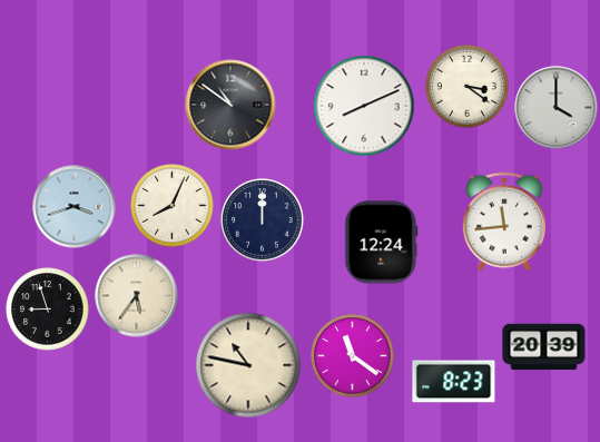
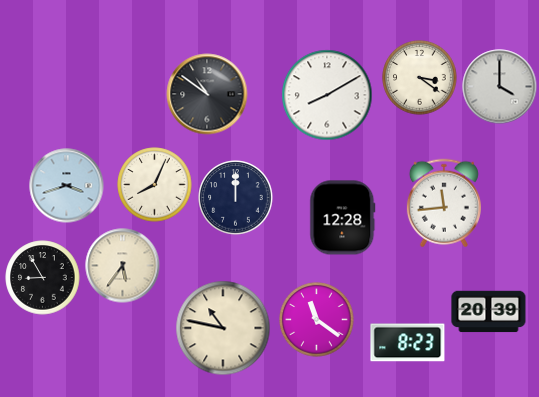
clock at (364, 106): 8:11 -> 8:10
clock at (557, 108) position: (557, 108) -> (500, 87)
clock at (504, 222) position: (504, 222) -> (444, 203)
clock at (382, 243): 12:24 -> 12:28
clock at (48, 310): 8:57 -> 8:55
